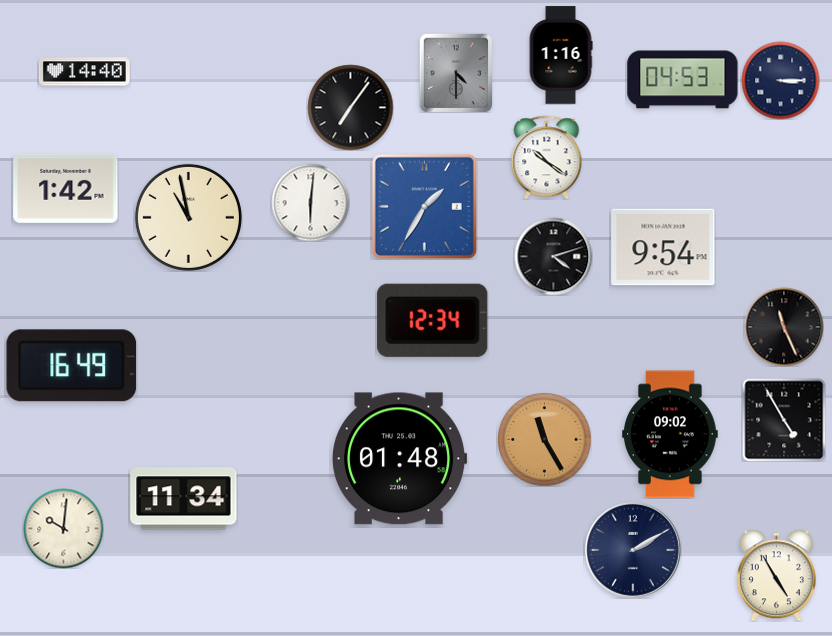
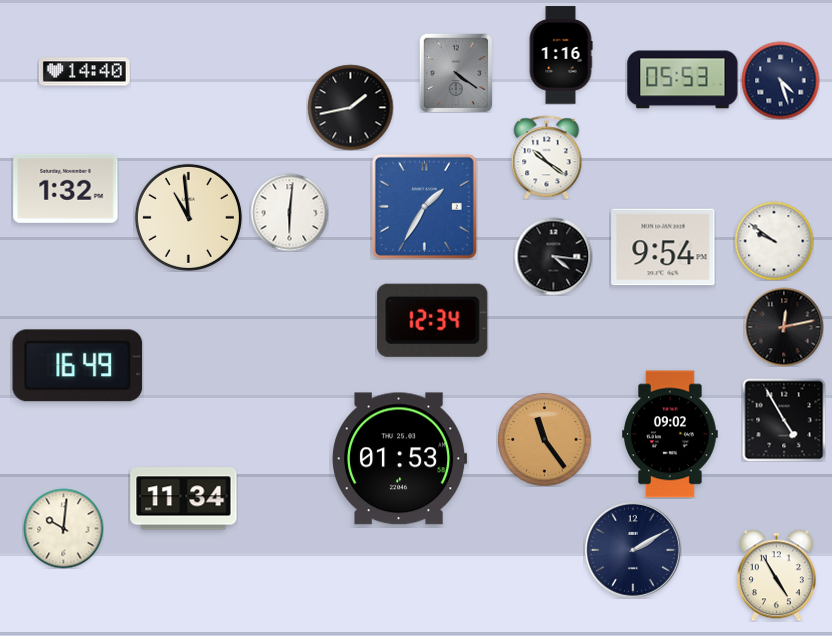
clock at (456, 73): 4:30 -> 4:21
clock at (683, 80): 04:53 -> 05:53
clock at (780, 80): 3:15 -> 4:27
clock at (350, 107): 7:06 -> 1:43
clock at (66, 188): 1:42 -> 1:32
clock at (310, 202) position: (310, 202) -> (289, 212)
clock at (188, 217): 10:58 -> 10:59
clock at (774, 241): none -> 9:51
clock at (553, 256): 4:12 -> 4:16
clock at (784, 327): 11:26 -> 12:13
clock at (72, 366) position: (72, 366) -> (78, 366)
clock at (544, 439): 11:25 -> 11:24
clock at (400, 459): 01:48 -> 01:53
